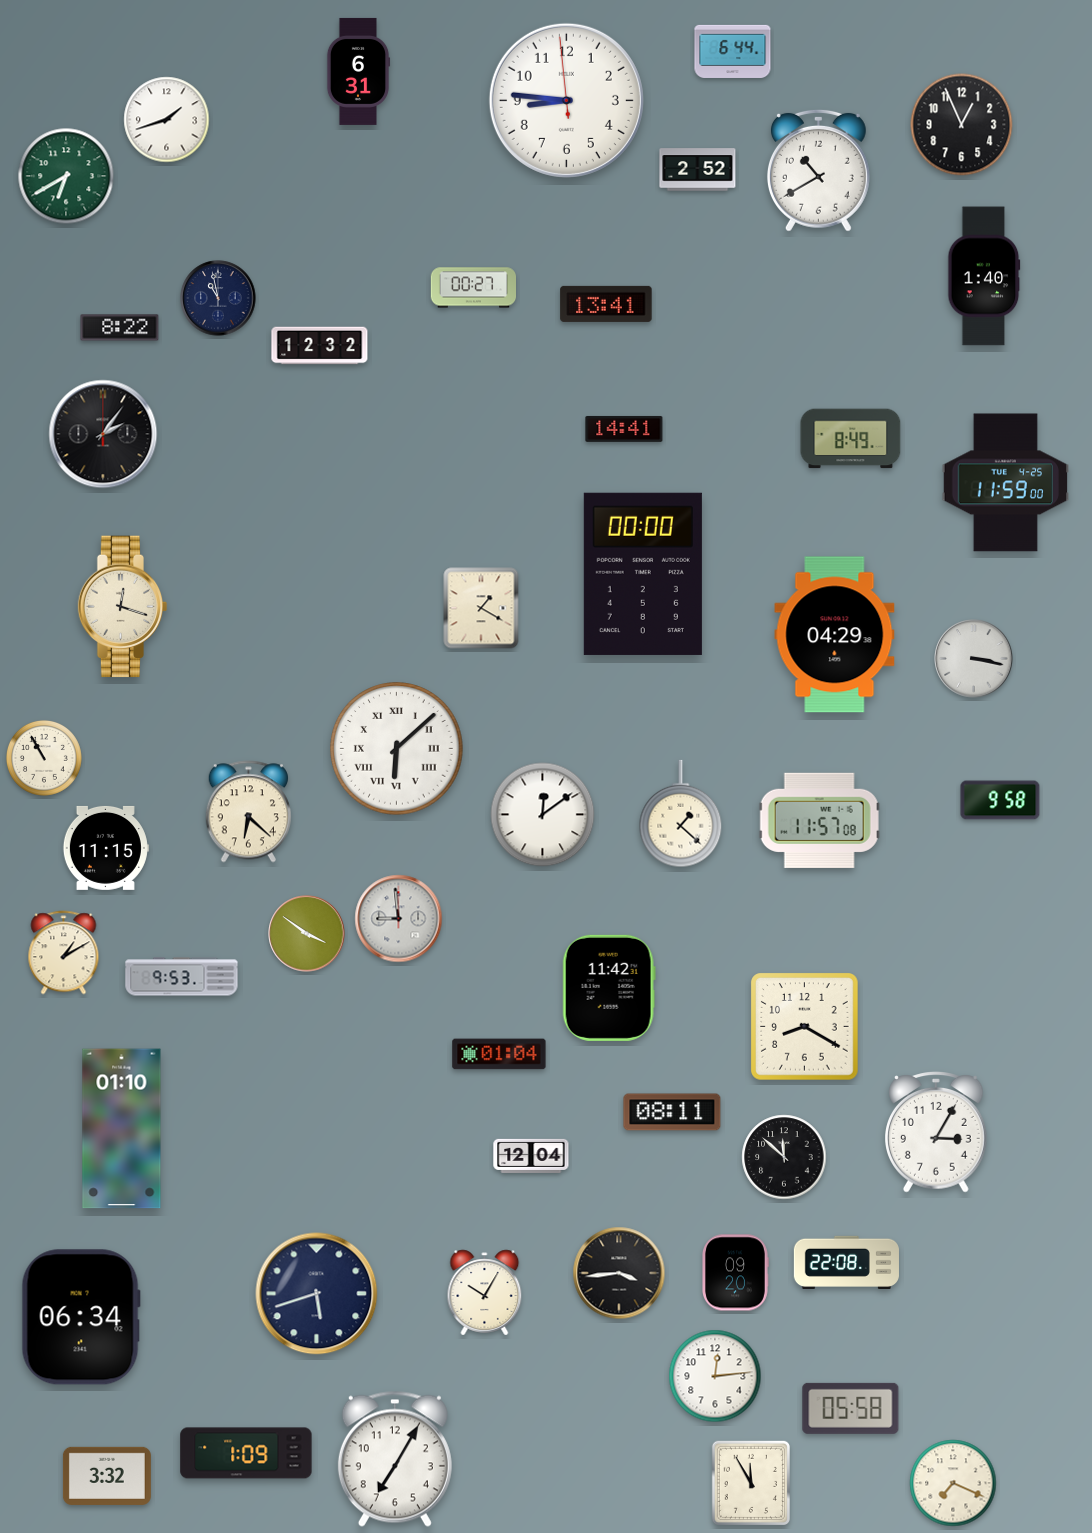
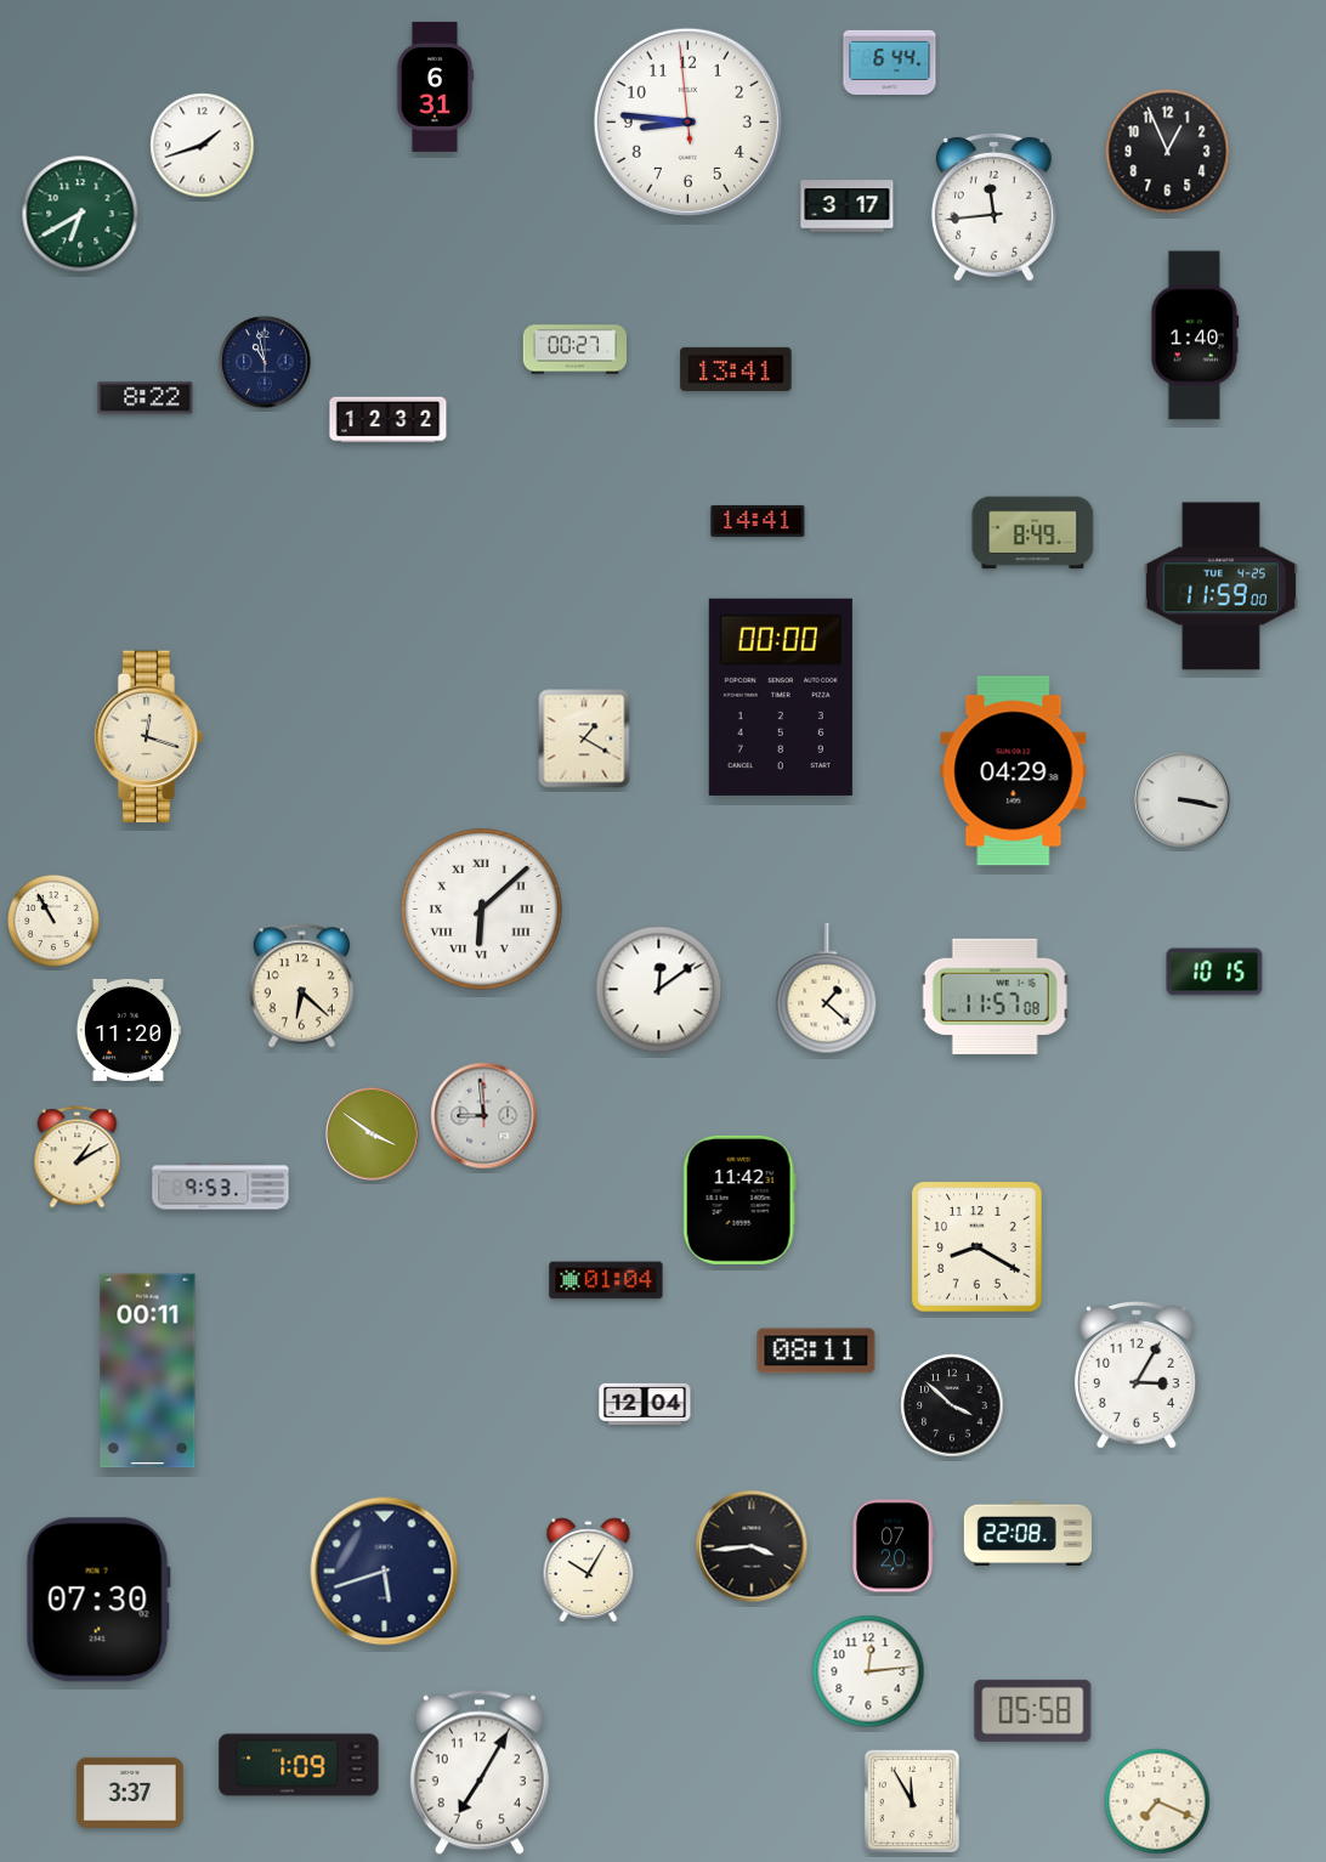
clock at (698, 170): 2:52 -> 3:17
clock at (818, 170): 10:40 -> 11:44
clock at (103, 434): 2:06 -> none
clock at (1000, 800): 9:58 -> 10:15
clock at (105, 848): 11:15 -> 11:20
clock at (122, 1129): 01:10 -> 00:11
clock at (784, 1157): 11:52 -> 3:52
clock at (736, 1273): 09:20 -> 07:20
clock at (81, 1317): 06:34 -> 07:30
clock at (107, 1476): 3:32 -> 3:37
